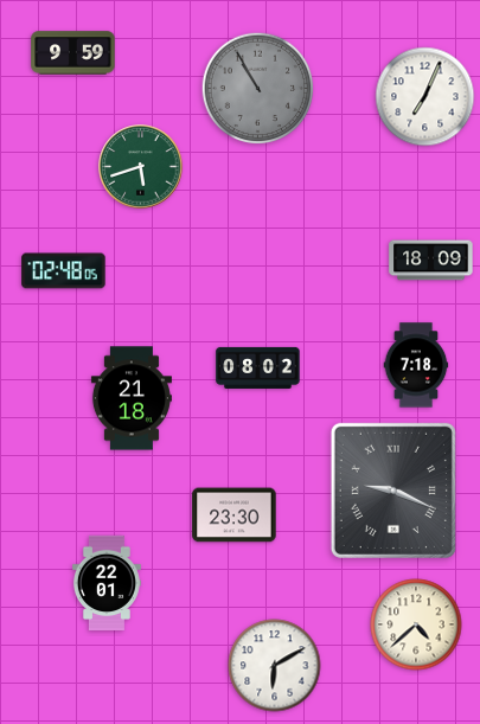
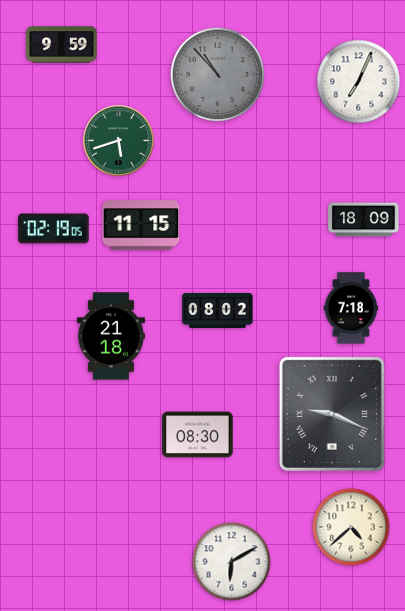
clock at (258, 89): 10:55 -> 10:53
clock at (141, 225): none -> 11:15
clock at (64, 271): 02:48 -> 02:19
clock at (235, 515): 23:30 -> 08:30
clock at (107, 583): 22:01 -> none
